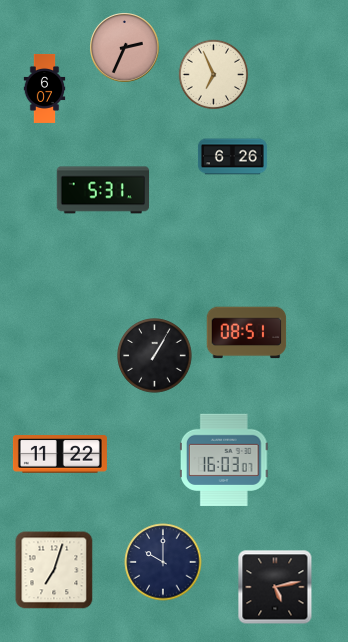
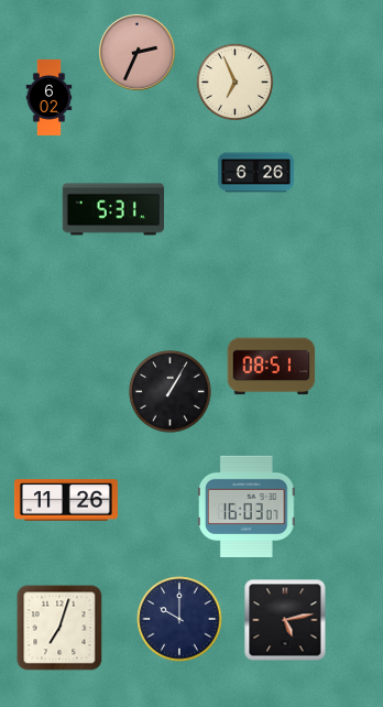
clock at (45, 88): 6:07 -> 6:02
clock at (60, 454): 11:22 -> 11:26
clock at (275, 587) position: (275, 587) -> (285, 620)
